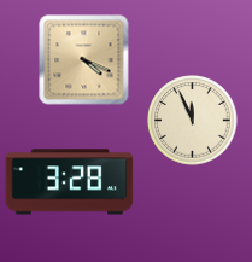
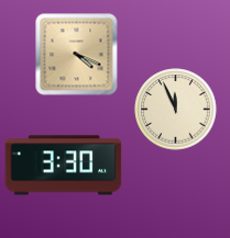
clock at (70, 182): 3:28 -> 3:30
